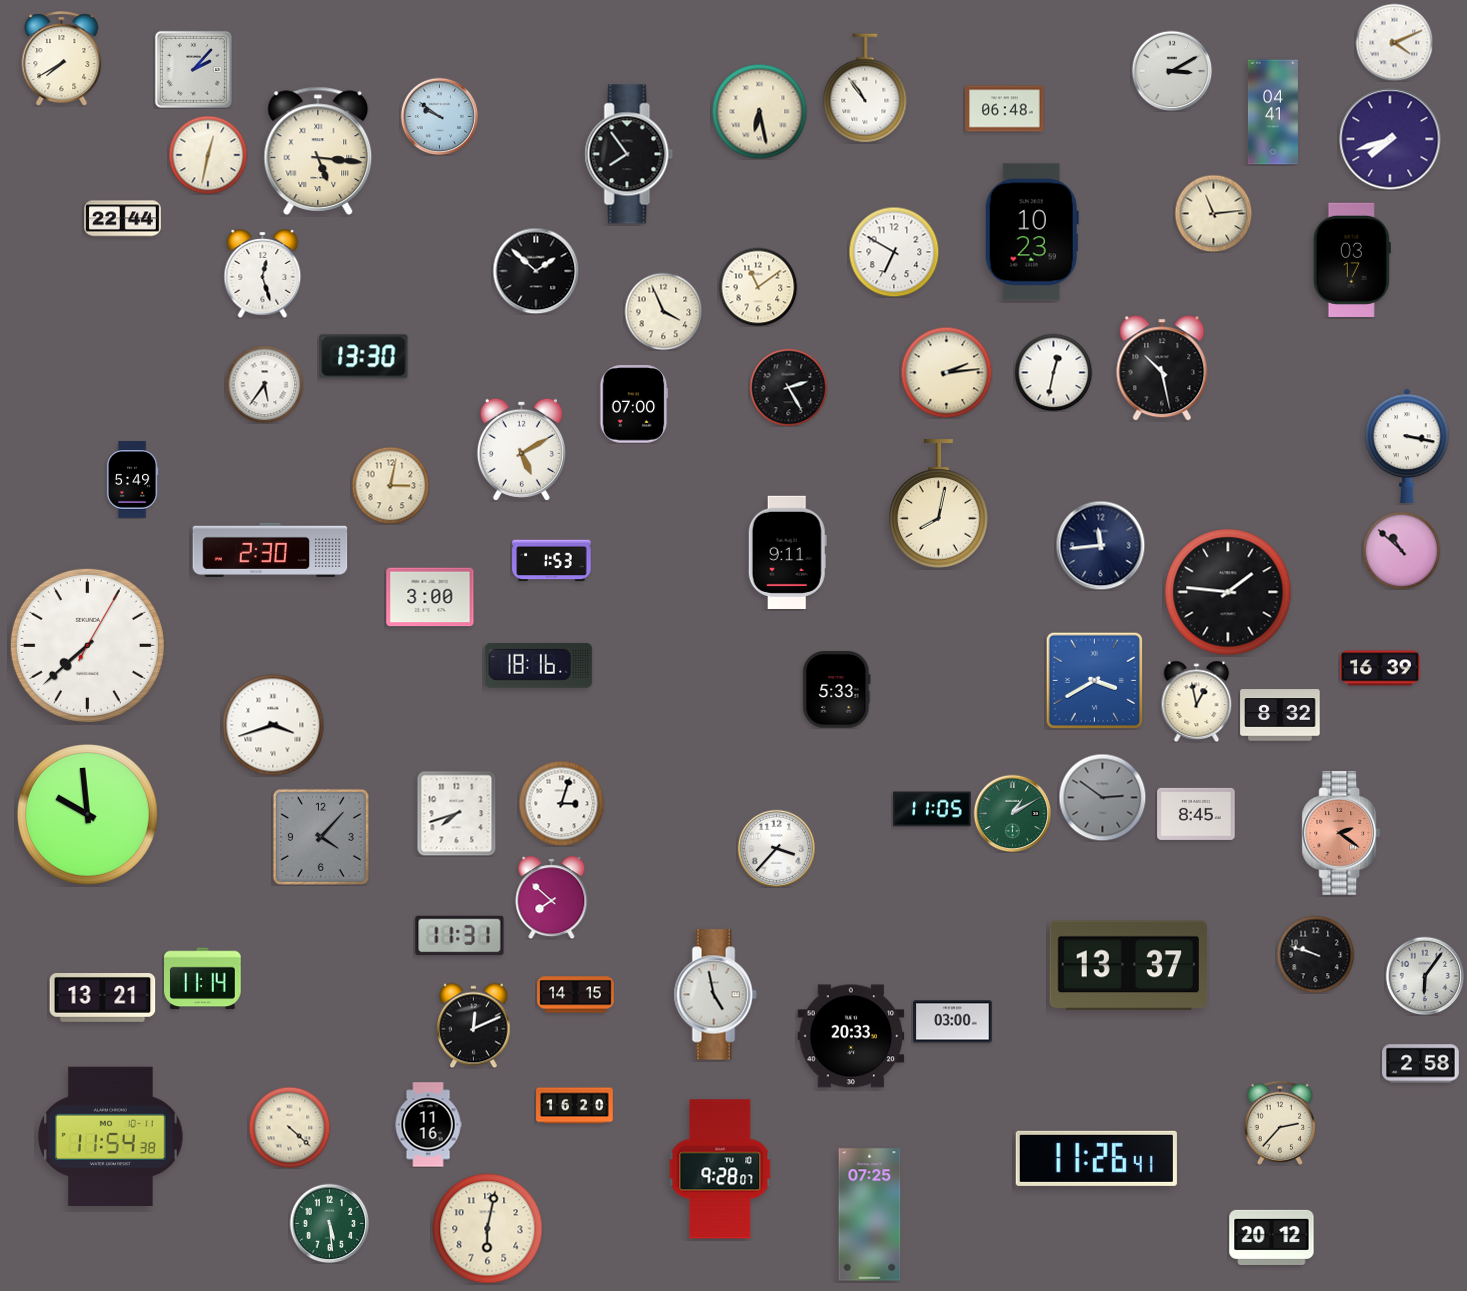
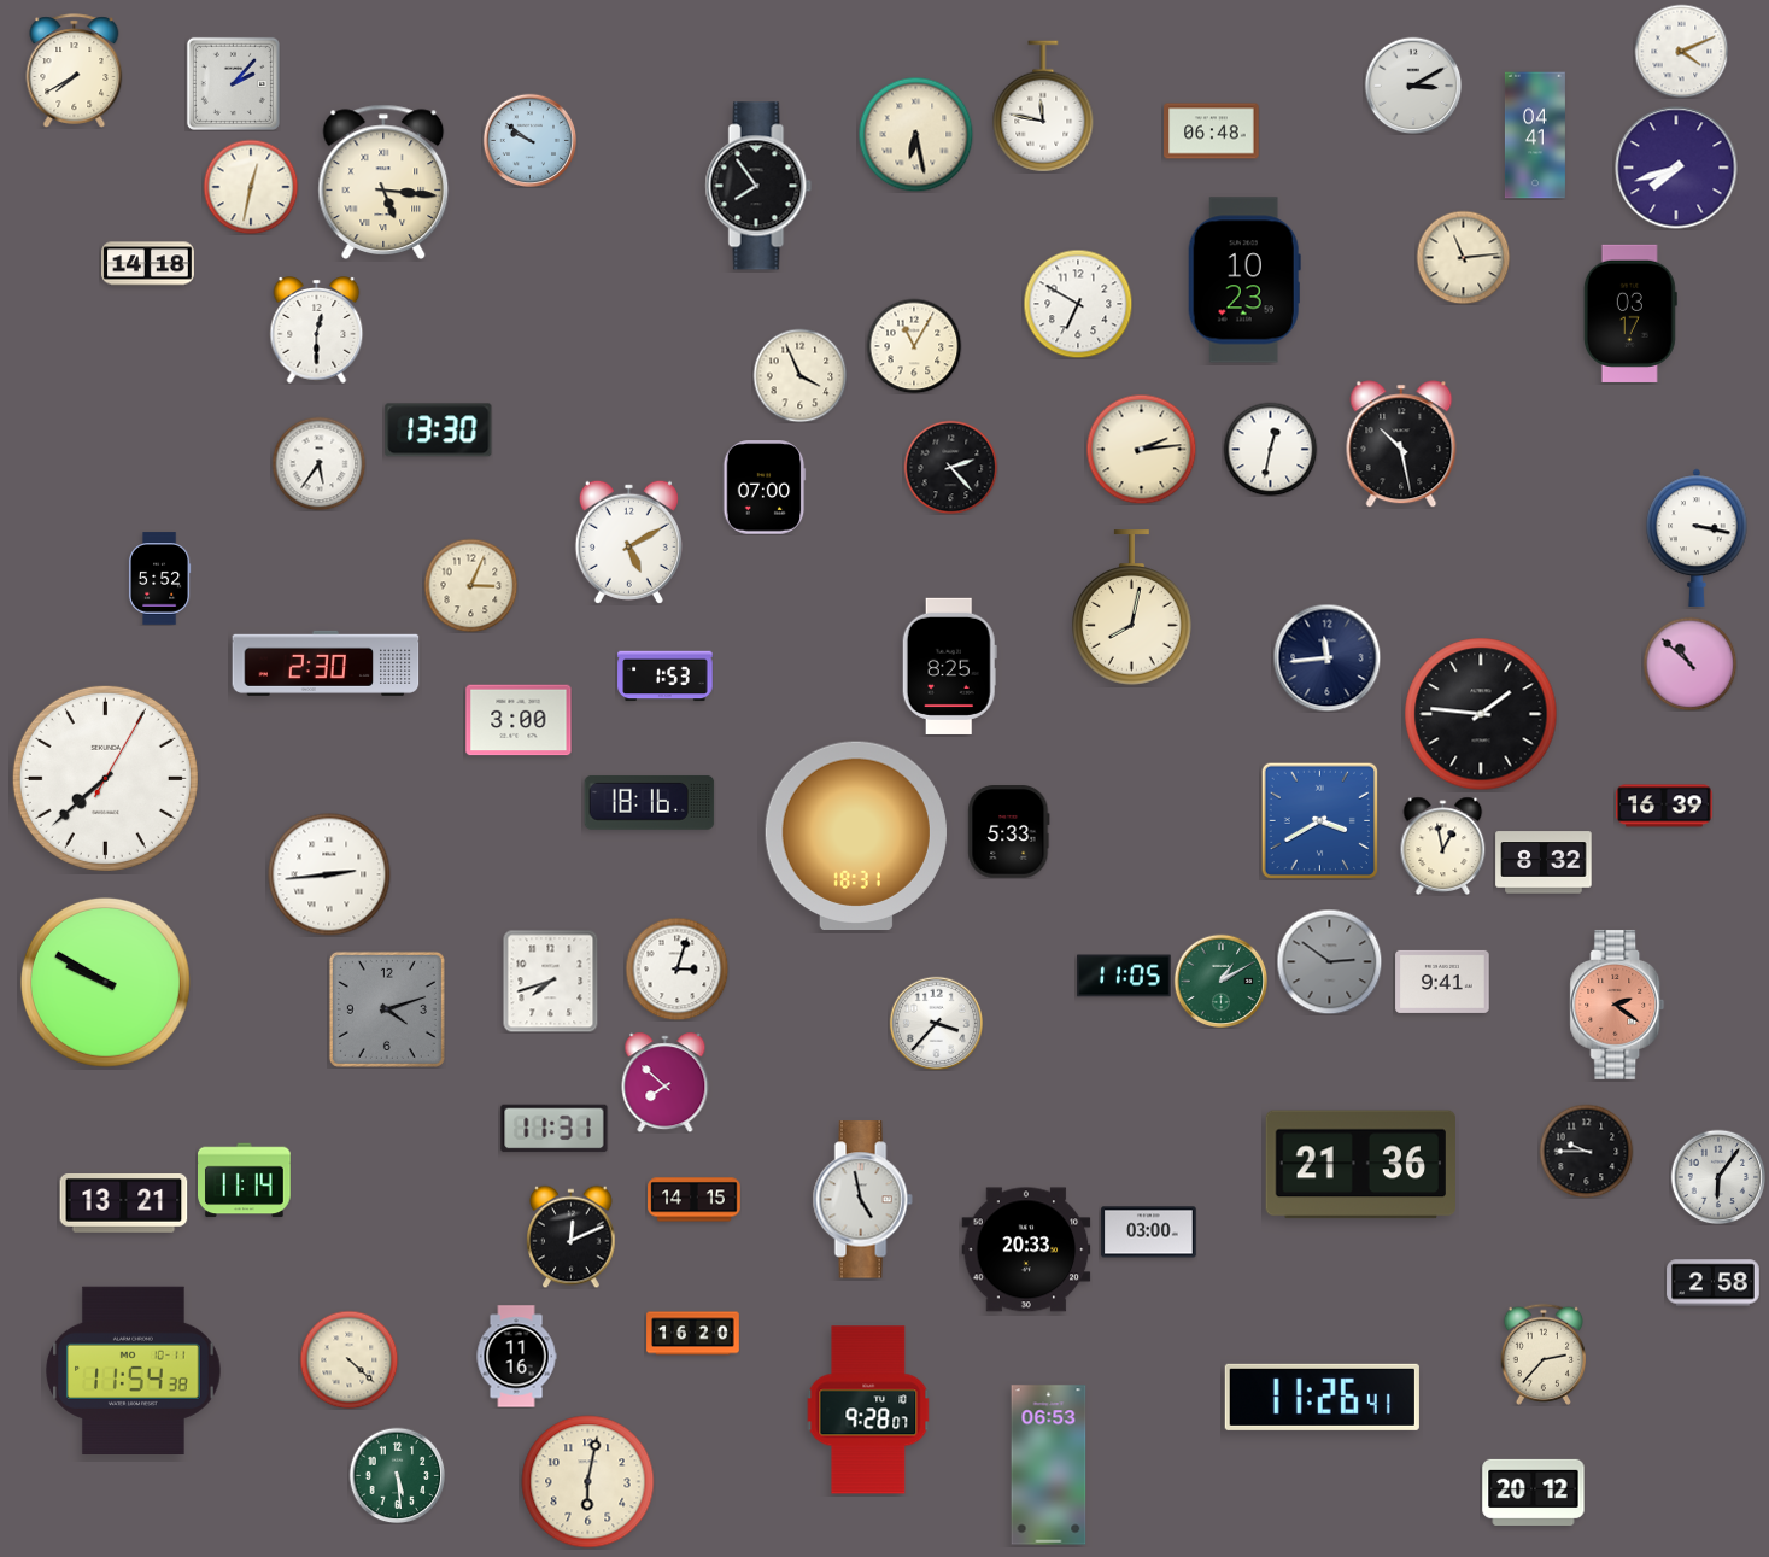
clock at (865, 88): 10:54 -> 11:47
clock at (123, 219): 22:44 -> 14:18
clock at (536, 271): 1:52 -> none
clock at (263, 274): 12:27 -> 12:30
clock at (758, 287): 11:09 -> 11:05
clock at (788, 387): 2:25 -> 2:23
clock at (132, 480): 5:49 -> 5:52
clock at (390, 485): 3:02 -> 3:04
clock at (787, 552): 9:11 -> 8:25
clock at (856, 835): none -> 18:31
clock at (273, 725): 3:42 -> 2:44
clock at (87, 814): 9:59 -> 9:50
clock at (1196, 814): 8:45 -> 9:41
clock at (321, 837): 4:07 -> 4:12
clock at (1315, 954): 9:48 -> 9:45
clock at (1128, 966): 13:37 -> 21:36
clock at (870, 1215): 07:25 -> 06:53
